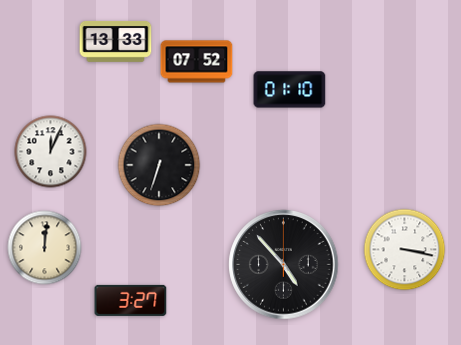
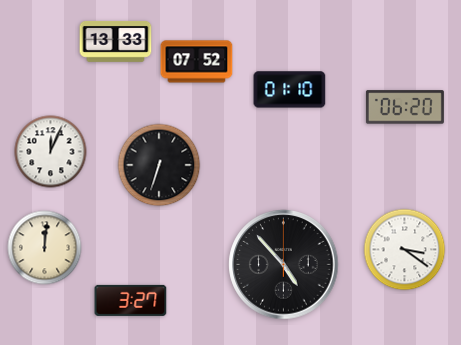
clock at (405, 107): none -> 06:20
clock at (405, 250): 3:17 -> 3:21
